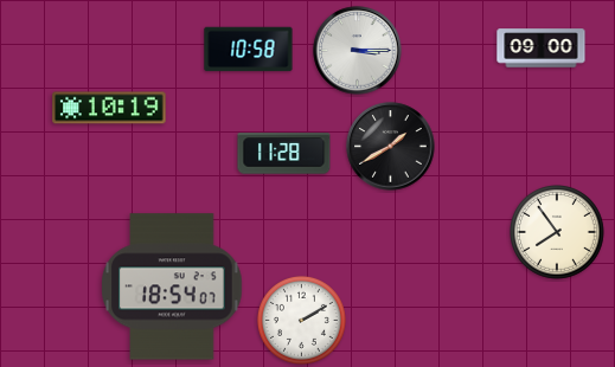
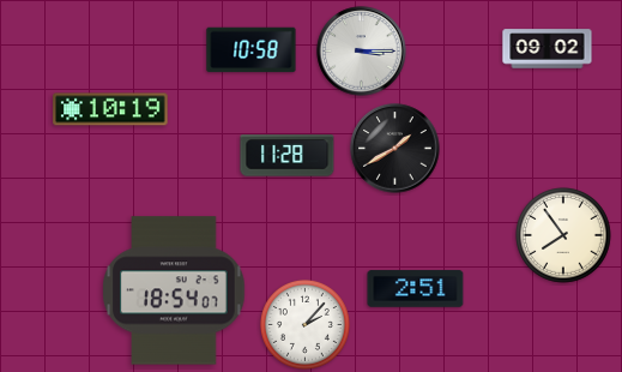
clock at (542, 49): 09:00 -> 09:02
clock at (416, 289): none -> 2:51
clock at (301, 320): 2:10 -> 2:07
